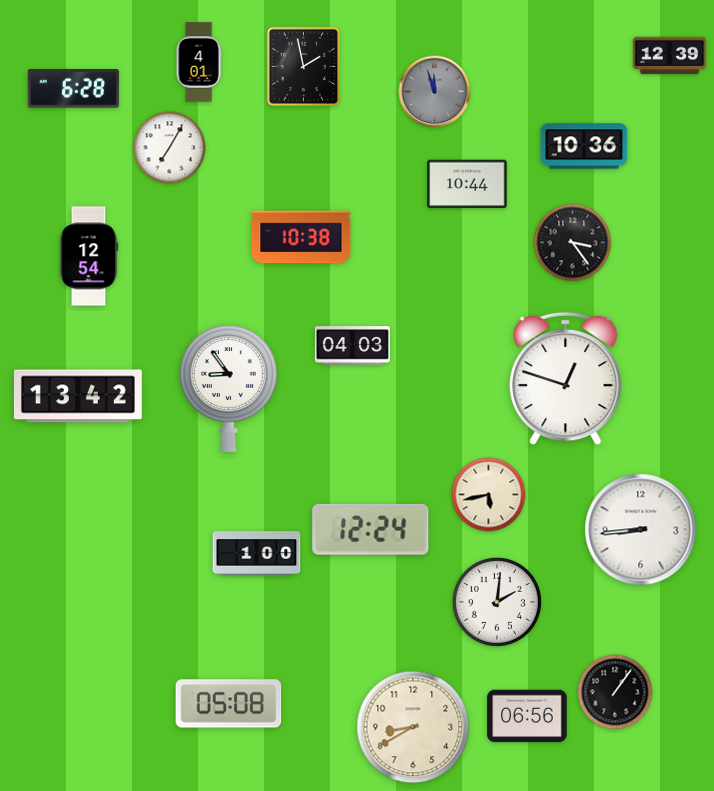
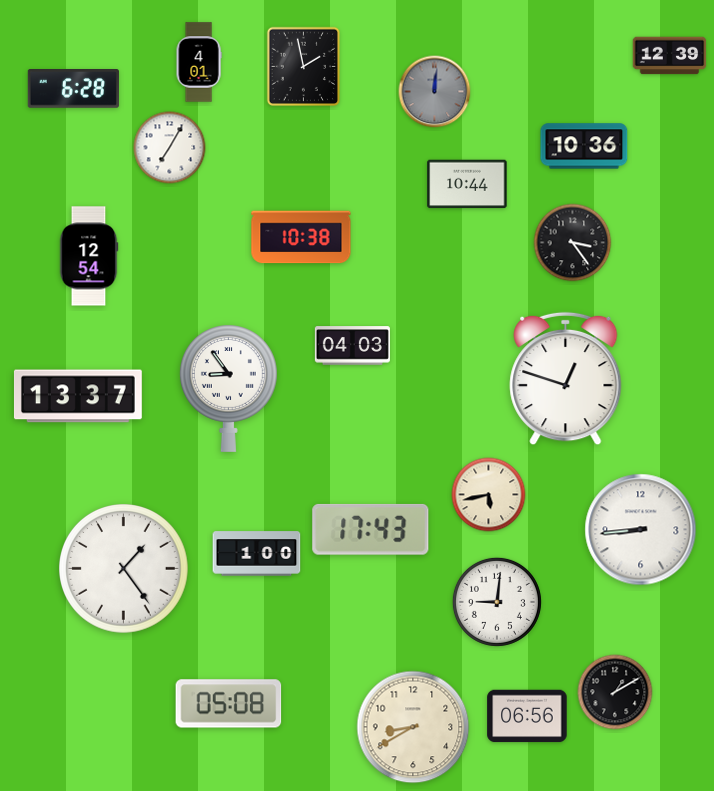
clock at (435, 92): 11:57 -> 12:01
clock at (78, 396): 13:42 -> 13:37
clock at (371, 529): 12:24 -> 17:43
clock at (124, 569): none -> 1:24
clock at (497, 602): 2:01 -> 9:01
clock at (615, 692): 1:06 -> 1:10
